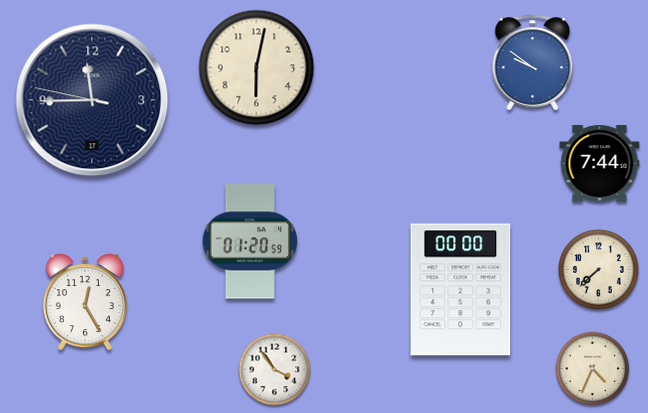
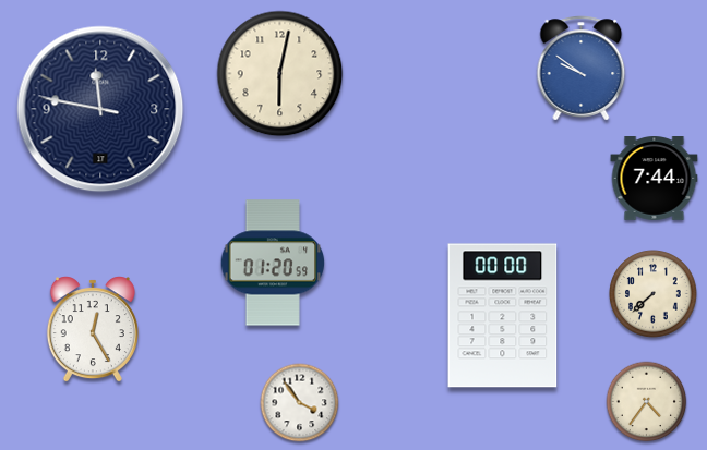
clock at (92, 100): 11:44 -> 11:46
clock at (593, 369): 4:34 -> 4:36
